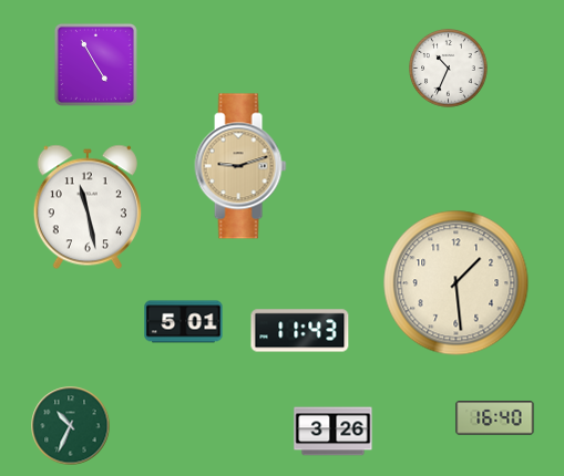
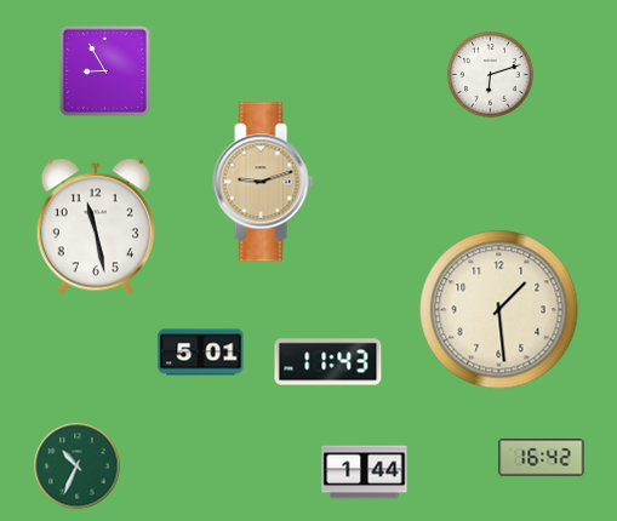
clock at (95, 64): 4:55 -> 8:55
clock at (449, 69): 10:34 -> 6:12
clock at (495, 418): 16:40 -> 16:42
clock at (334, 432): 3:26 -> 1:44
